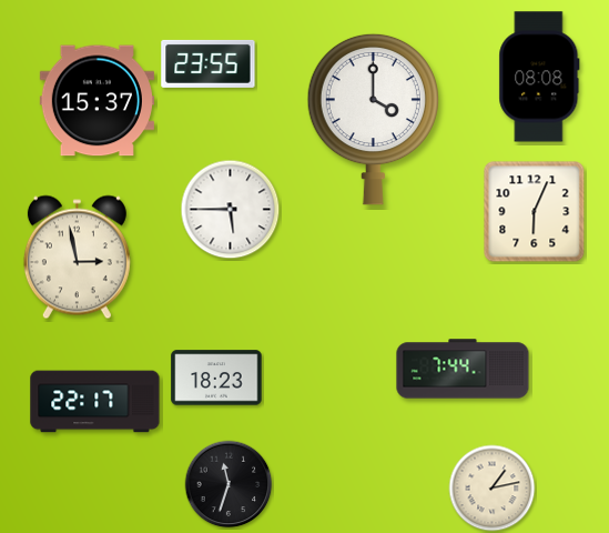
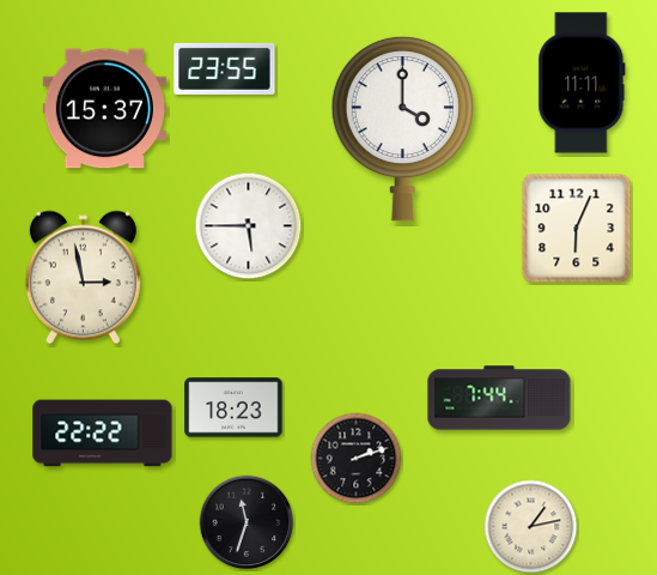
clock at (539, 77): 08:08 -> 11:11
clock at (95, 402): 22:17 -> 22:22
clock at (357, 459): none -> 2:12
